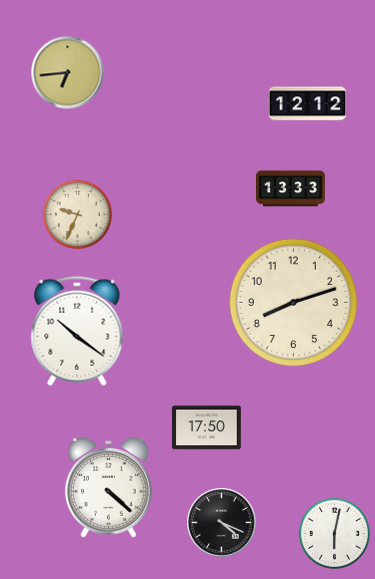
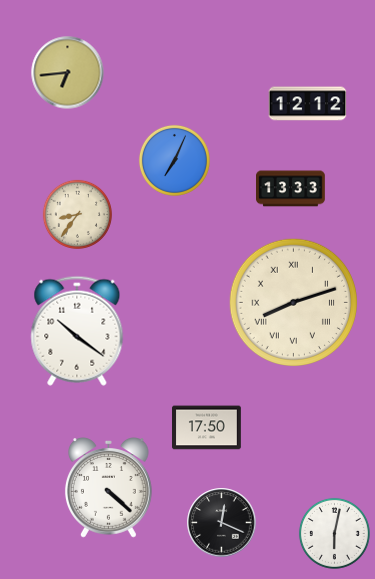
clock at (174, 160): none -> 7:04
clock at (77, 214): 9:34 -> 8:36
clock at (293, 302) numerals: Arabic -> Roman
clock at (222, 523): 4:19 -> 12:19
